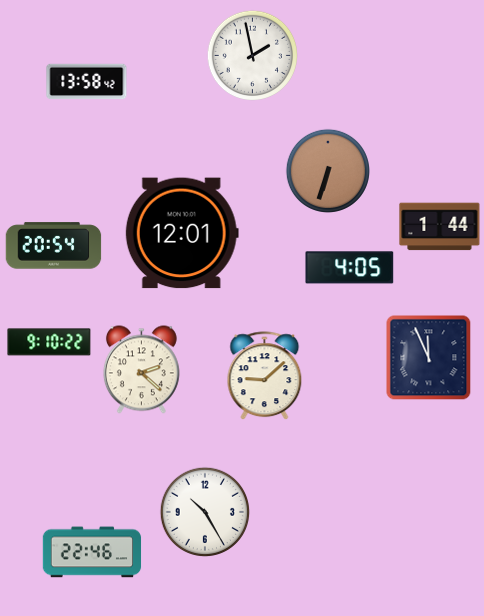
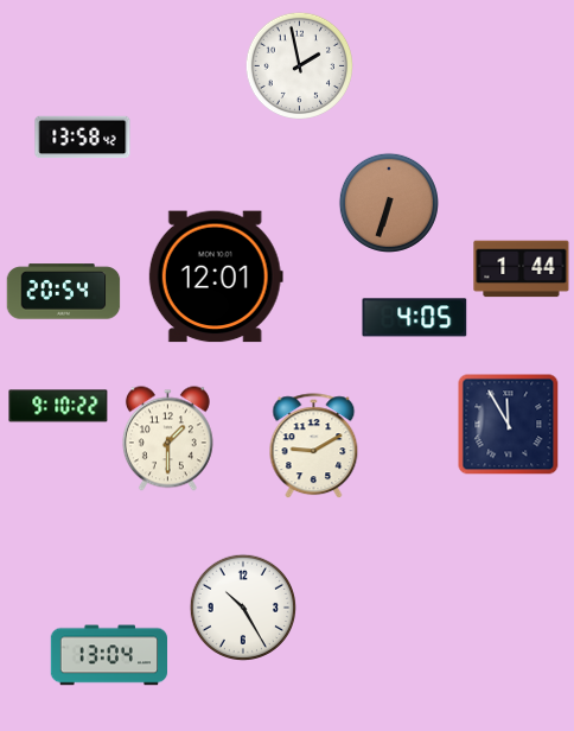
clock at (87, 82) position: (87, 82) -> (83, 138)
clock at (429, 358): 11:56 -> 11:55
clock at (141, 370): 2:22 -> 1:30
clock at (265, 376): 9:08 -> 9:10
clock at (92, 552): 22:46 -> 13:04
